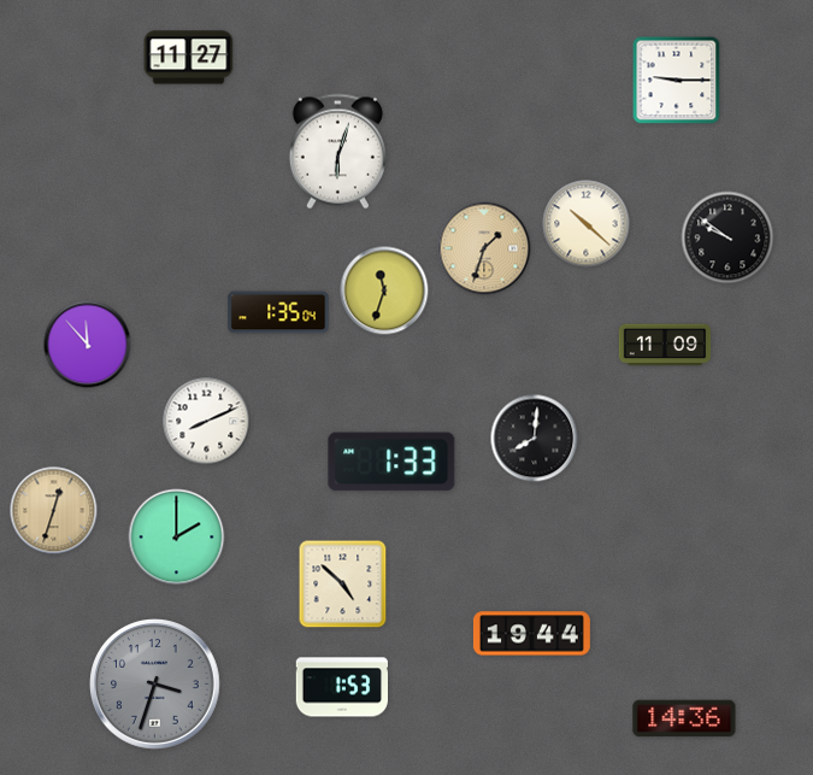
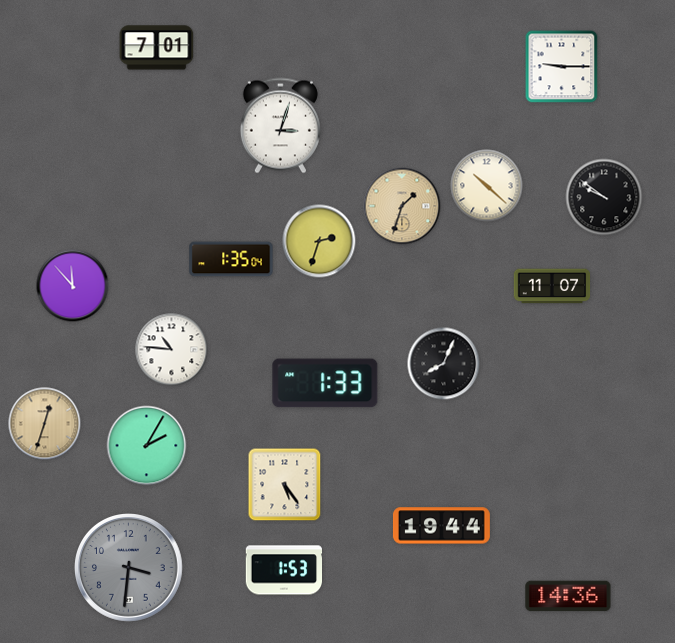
clock at (189, 58): 11:27 -> 7:01
clock at (337, 152): 6:03 -> 3:03
clock at (384, 290): 11:33 -> 2:33
clock at (665, 345): 11:09 -> 11:07
clock at (207, 422): 8:11 -> 10:46
clock at (535, 439): 8:01 -> 8:04
clock at (177, 538): 2:00 -> 2:05
clock at (343, 585): 4:52 -> 5:24
clock at (155, 685): 3:33 -> 3:31
